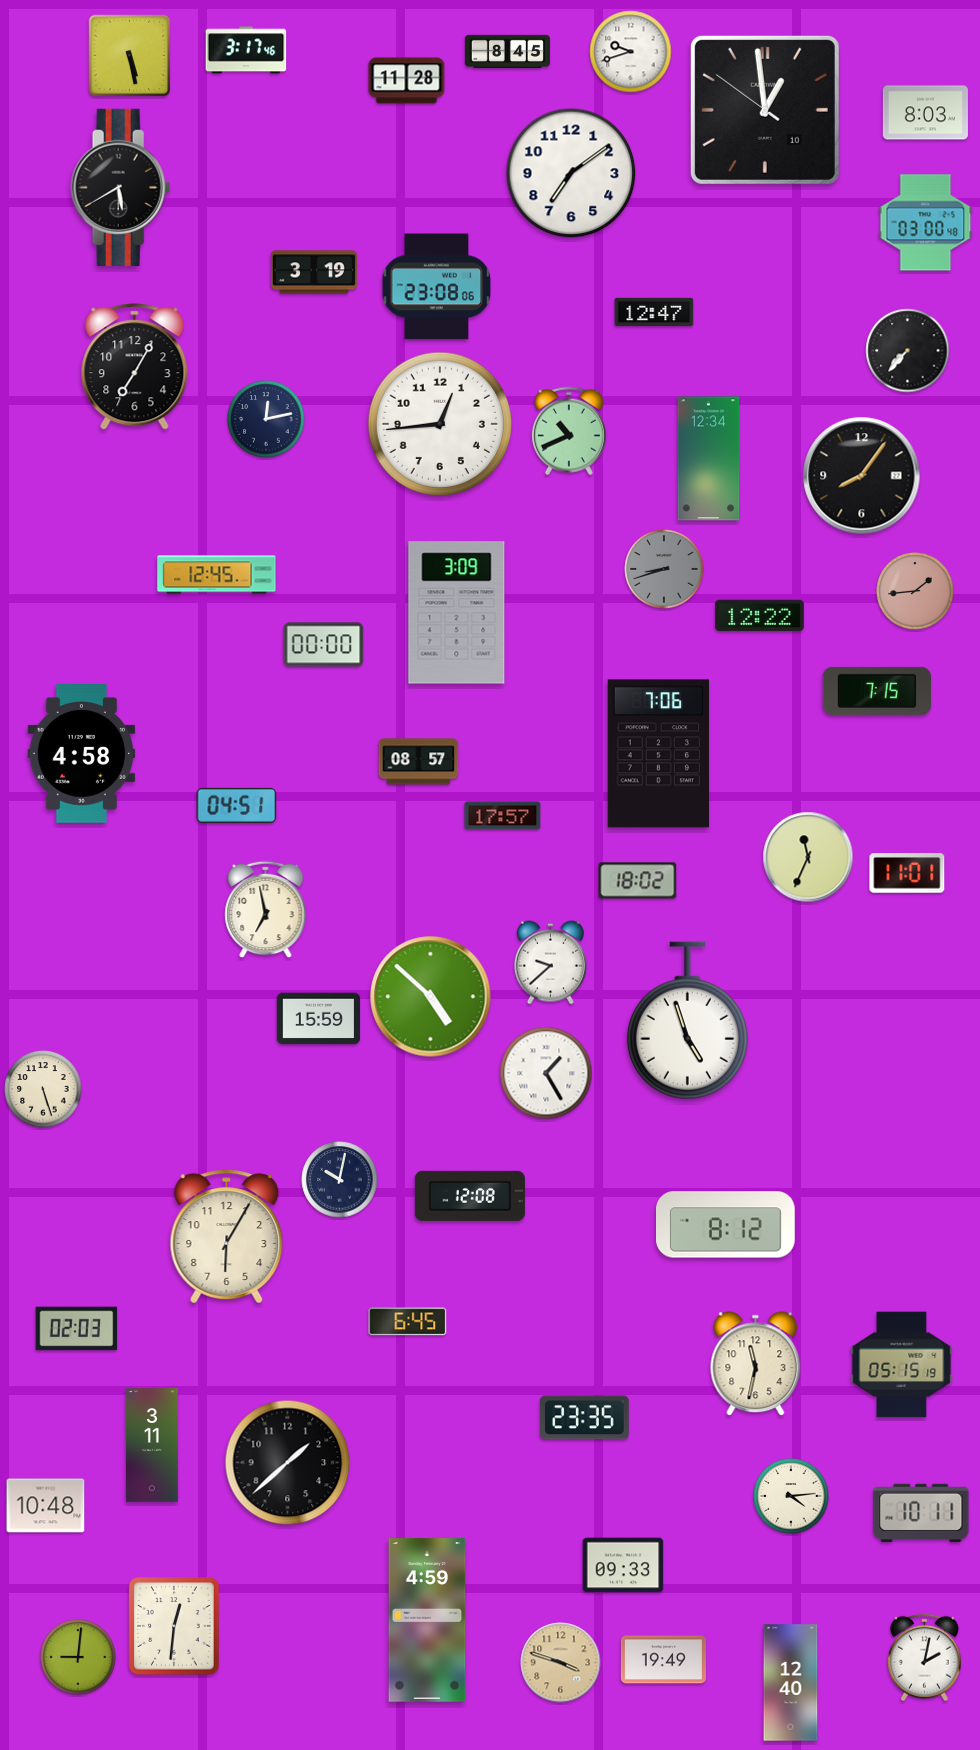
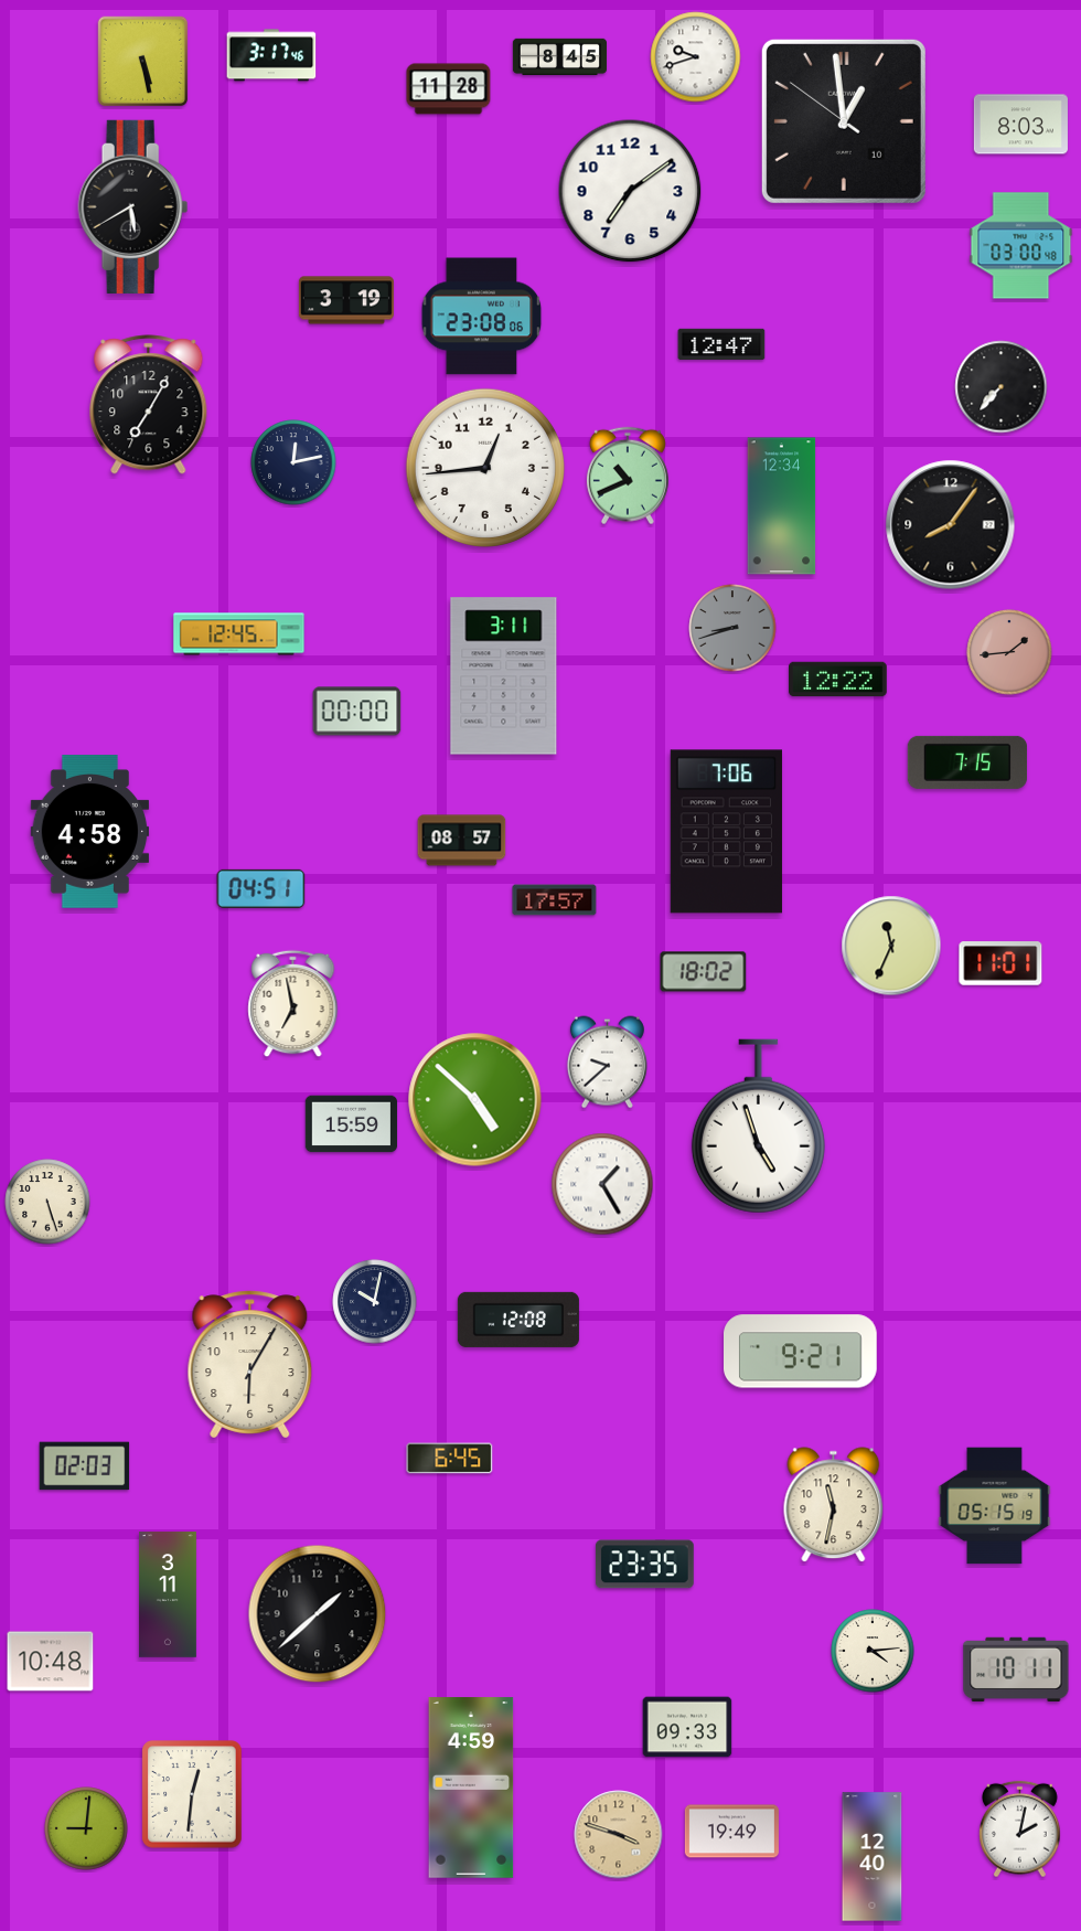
clock at (457, 613): 3:09 -> 3:11
clock at (726, 1225): 8:12 -> 9:21
